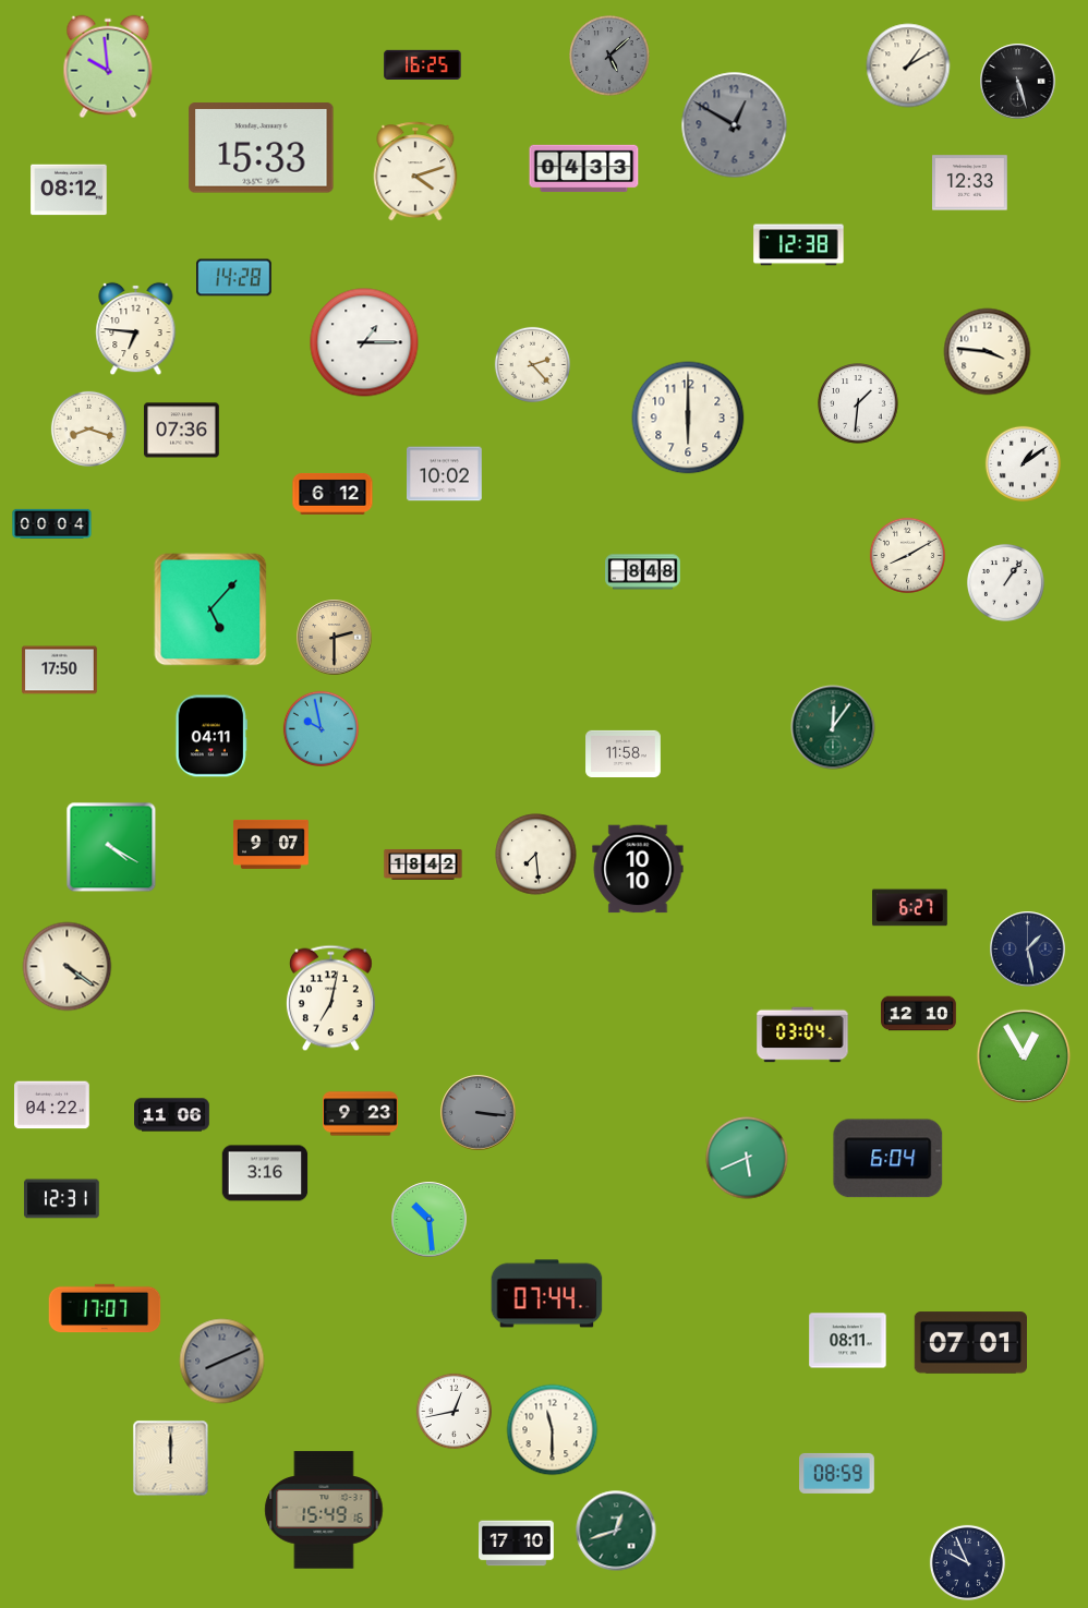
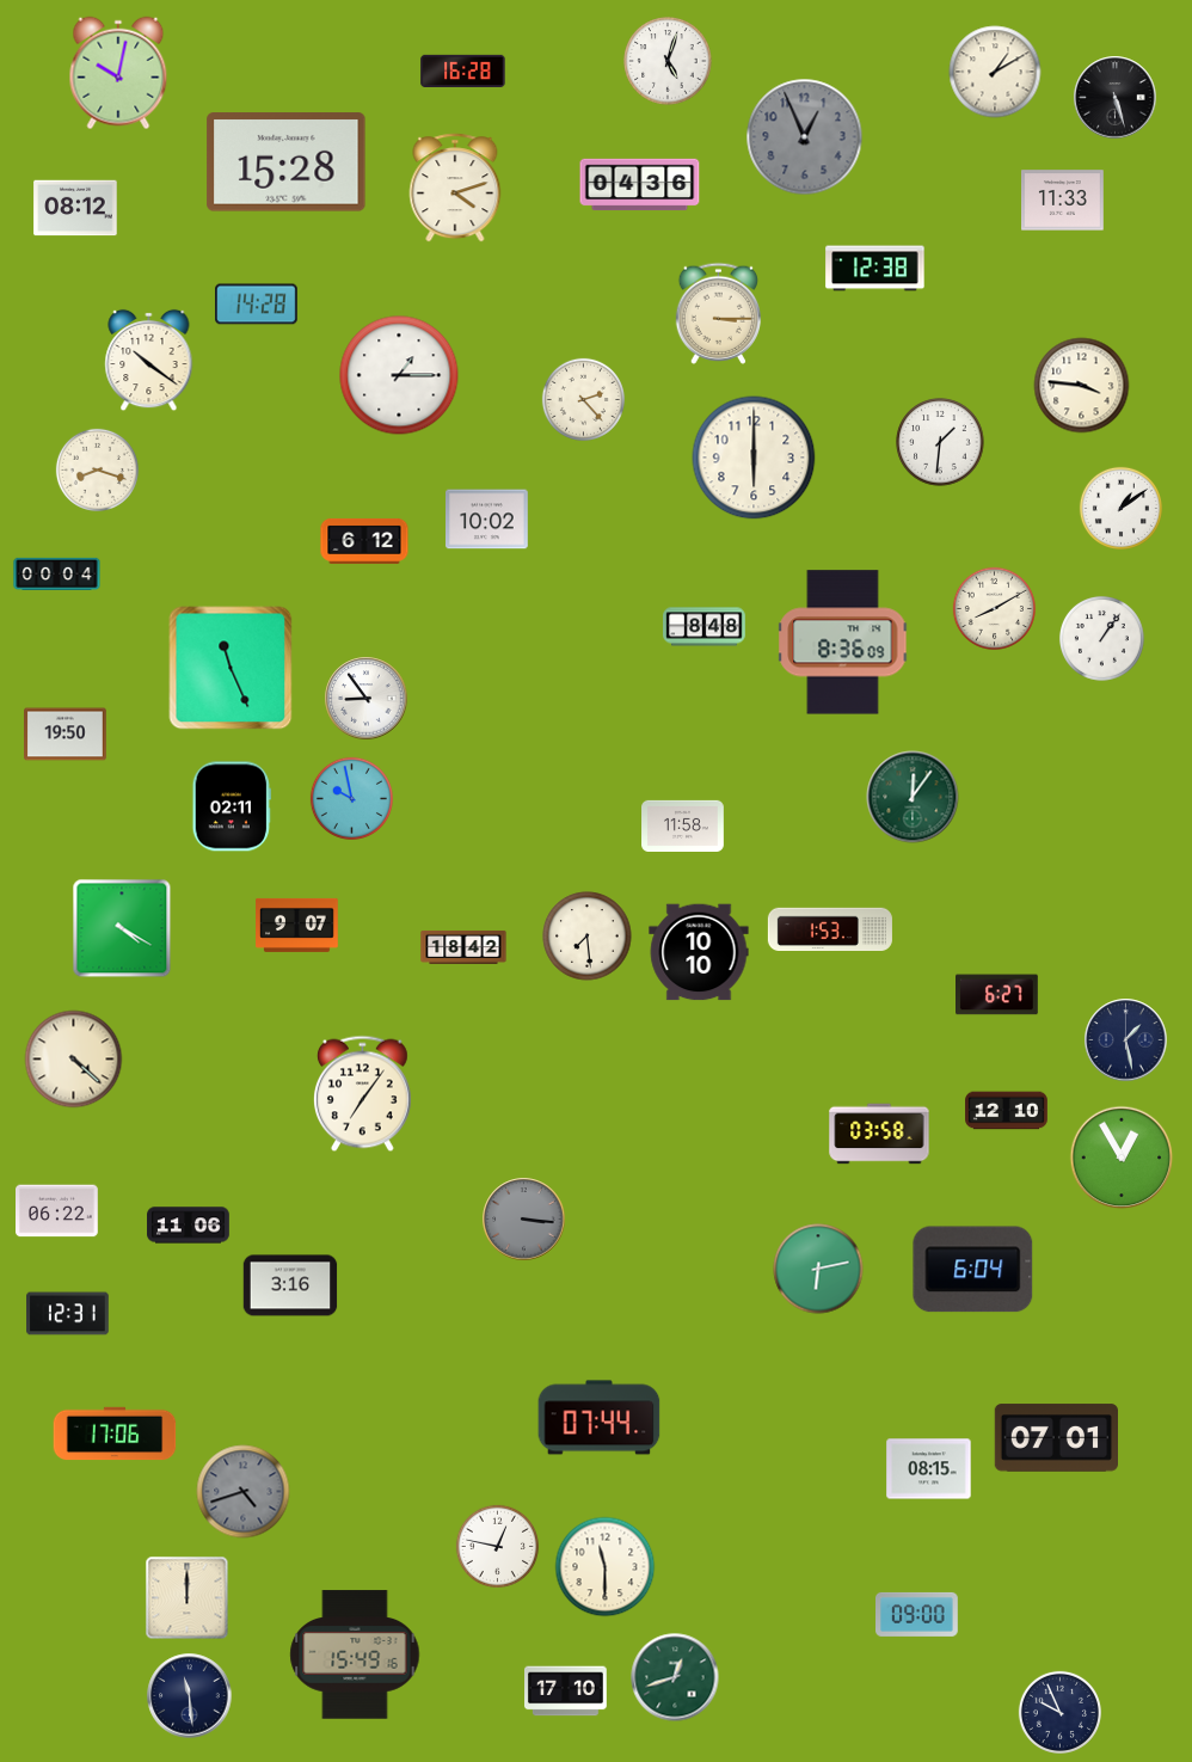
clock at (609, 56): 5:08 -> 5:03
clock at (609, 56) dial: grey -> white
clock at (423, 64): 16:25 -> 16:28
clock at (108, 67): 9:59 -> 10:02
clock at (1018, 82) position: (1018, 82) -> (1116, 98)
clock at (735, 125): 12:50 -> 12:56
clock at (262, 148): 15:33 -> 15:28
clock at (584, 169): 04:33 -> 04:36
clock at (970, 183): 12:33 -> 11:33
clock at (719, 313): none -> 3:15
clock at (136, 329): 6:46 -> 10:21
clock at (182, 431): 07:36 -> none
clock at (843, 643): none -> 8:36
clock at (210, 609): 5:07 -> 11:26
clock at (335, 638): 2:30 -> 8:54
clock at (335, 638) dial: champagne -> white
clock at (60, 670): 17:50 -> 19:50
clock at (211, 736): 04:11 -> 02:11
clock at (830, 928): none -> 1:53
clock at (68, 967): 4:21 -> 4:22
clock at (331, 999): 7:02 -> 7:06
clock at (802, 1035): 03:04 -> 03:58
clock at (52, 1105): 04:22 -> 06:22
clock at (361, 1114): 9:23 -> none
clock at (172, 1115) position: (172, 1115) -> (189, 1226)
clock at (747, 1158): 5:41 -> 6:13
clock at (430, 1220): 10:29 -> none
clock at (105, 1308): 17:07 -> 17:06
clock at (848, 1341): 08:11 -> 08:15
clock at (970, 1343) position: (970, 1343) -> (1056, 1438)
clock at (222, 1362): 8:11 -> 4:42
clock at (454, 1411): 12:43 -> 12:47
clock at (837, 1473): 08:59 -> 09:00
clock at (190, 1696): none -> 11:29
